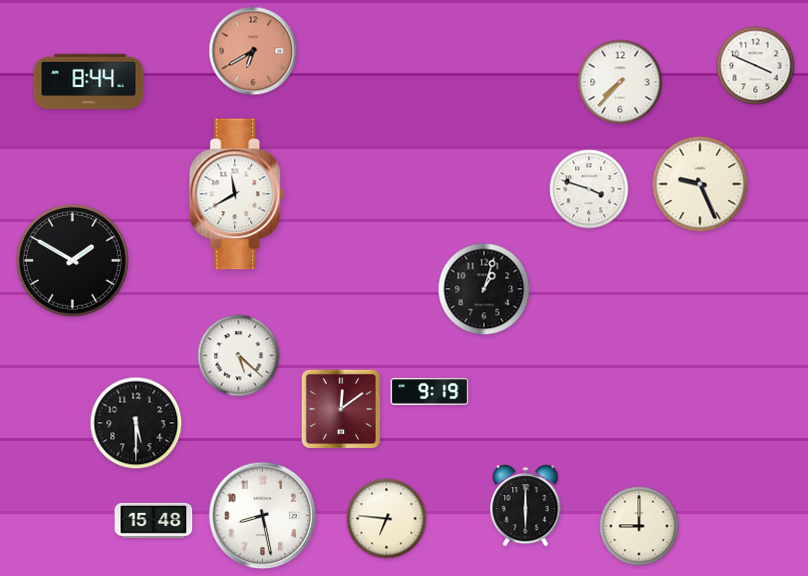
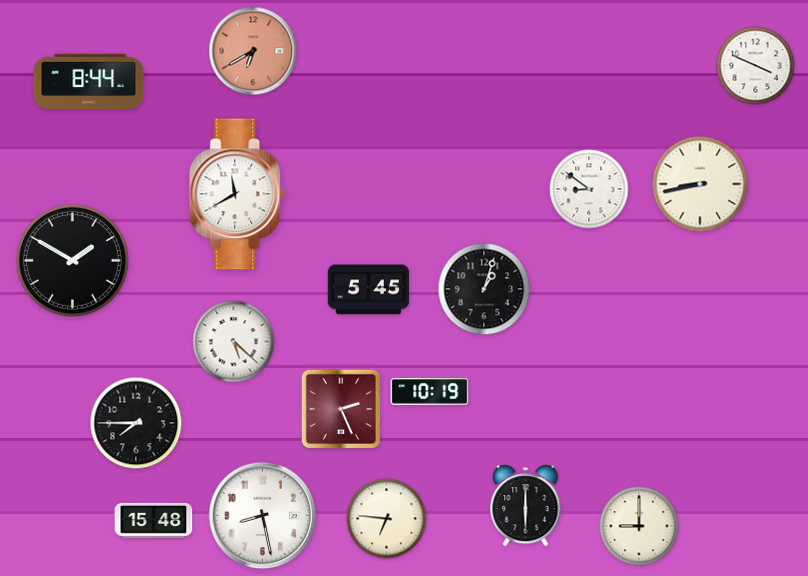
clock at (620, 82): 7:37 -> none
clock at (700, 184): 9:26 -> 8:43
clock at (589, 189): 3:48 -> 8:51
clock at (368, 290): none -> 5:45
clock at (239, 356) position: (239, 356) -> (234, 342)
clock at (430, 392): 9:19 -> 10:19
clock at (340, 408): 12:09 -> 2:26
clock at (136, 423): 5:30 -> 7:45
